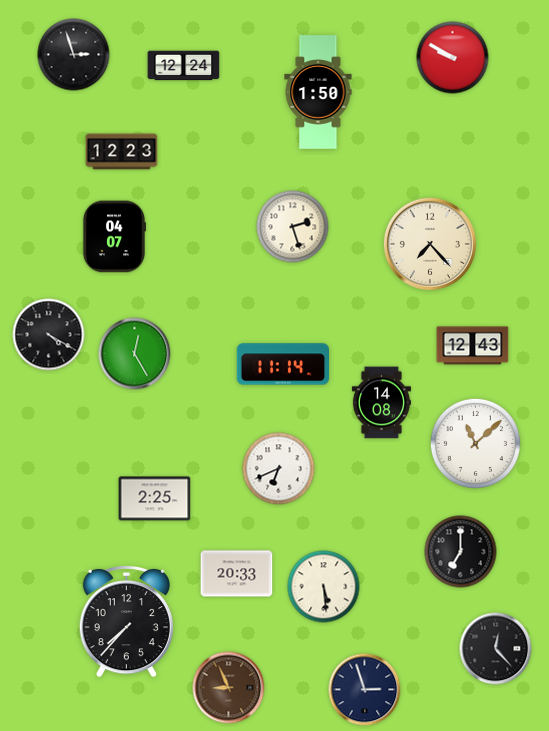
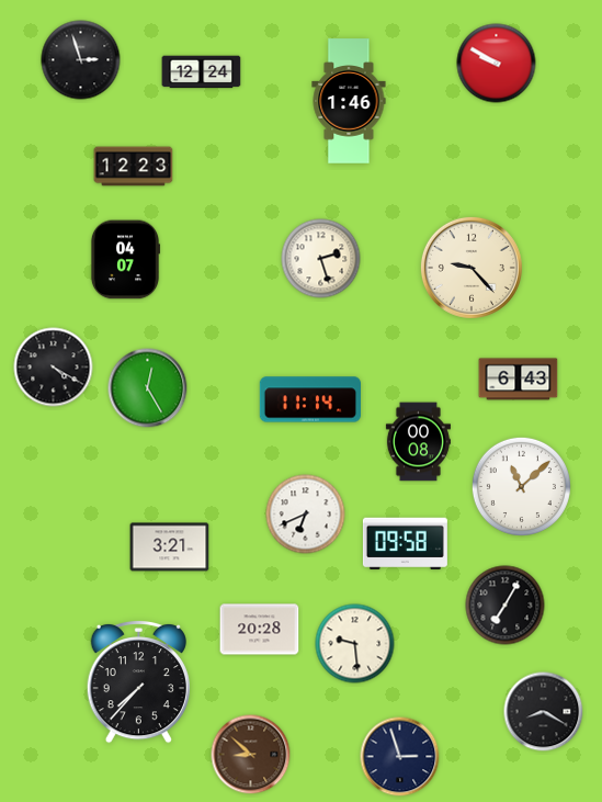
clock at (318, 92): 1:50 -> 1:46
clock at (293, 227) position: (293, 227) -> (321, 259)
clock at (430, 244): 7:23 -> 9:23
clock at (473, 346): 12:43 -> 6:43
clock at (381, 403): 14:08 -> 00:08
clock at (405, 544): none -> 09:58
clock at (155, 499): 2:25 -> 3:21
clock at (461, 552): 7:00 -> 7:05
clock at (237, 574): 20:33 -> 20:28
clock at (324, 587): 5:29 -> 9:29
clock at (496, 649): 12:23 -> 8:20
clock at (229, 688): 8:56 -> 8:52
